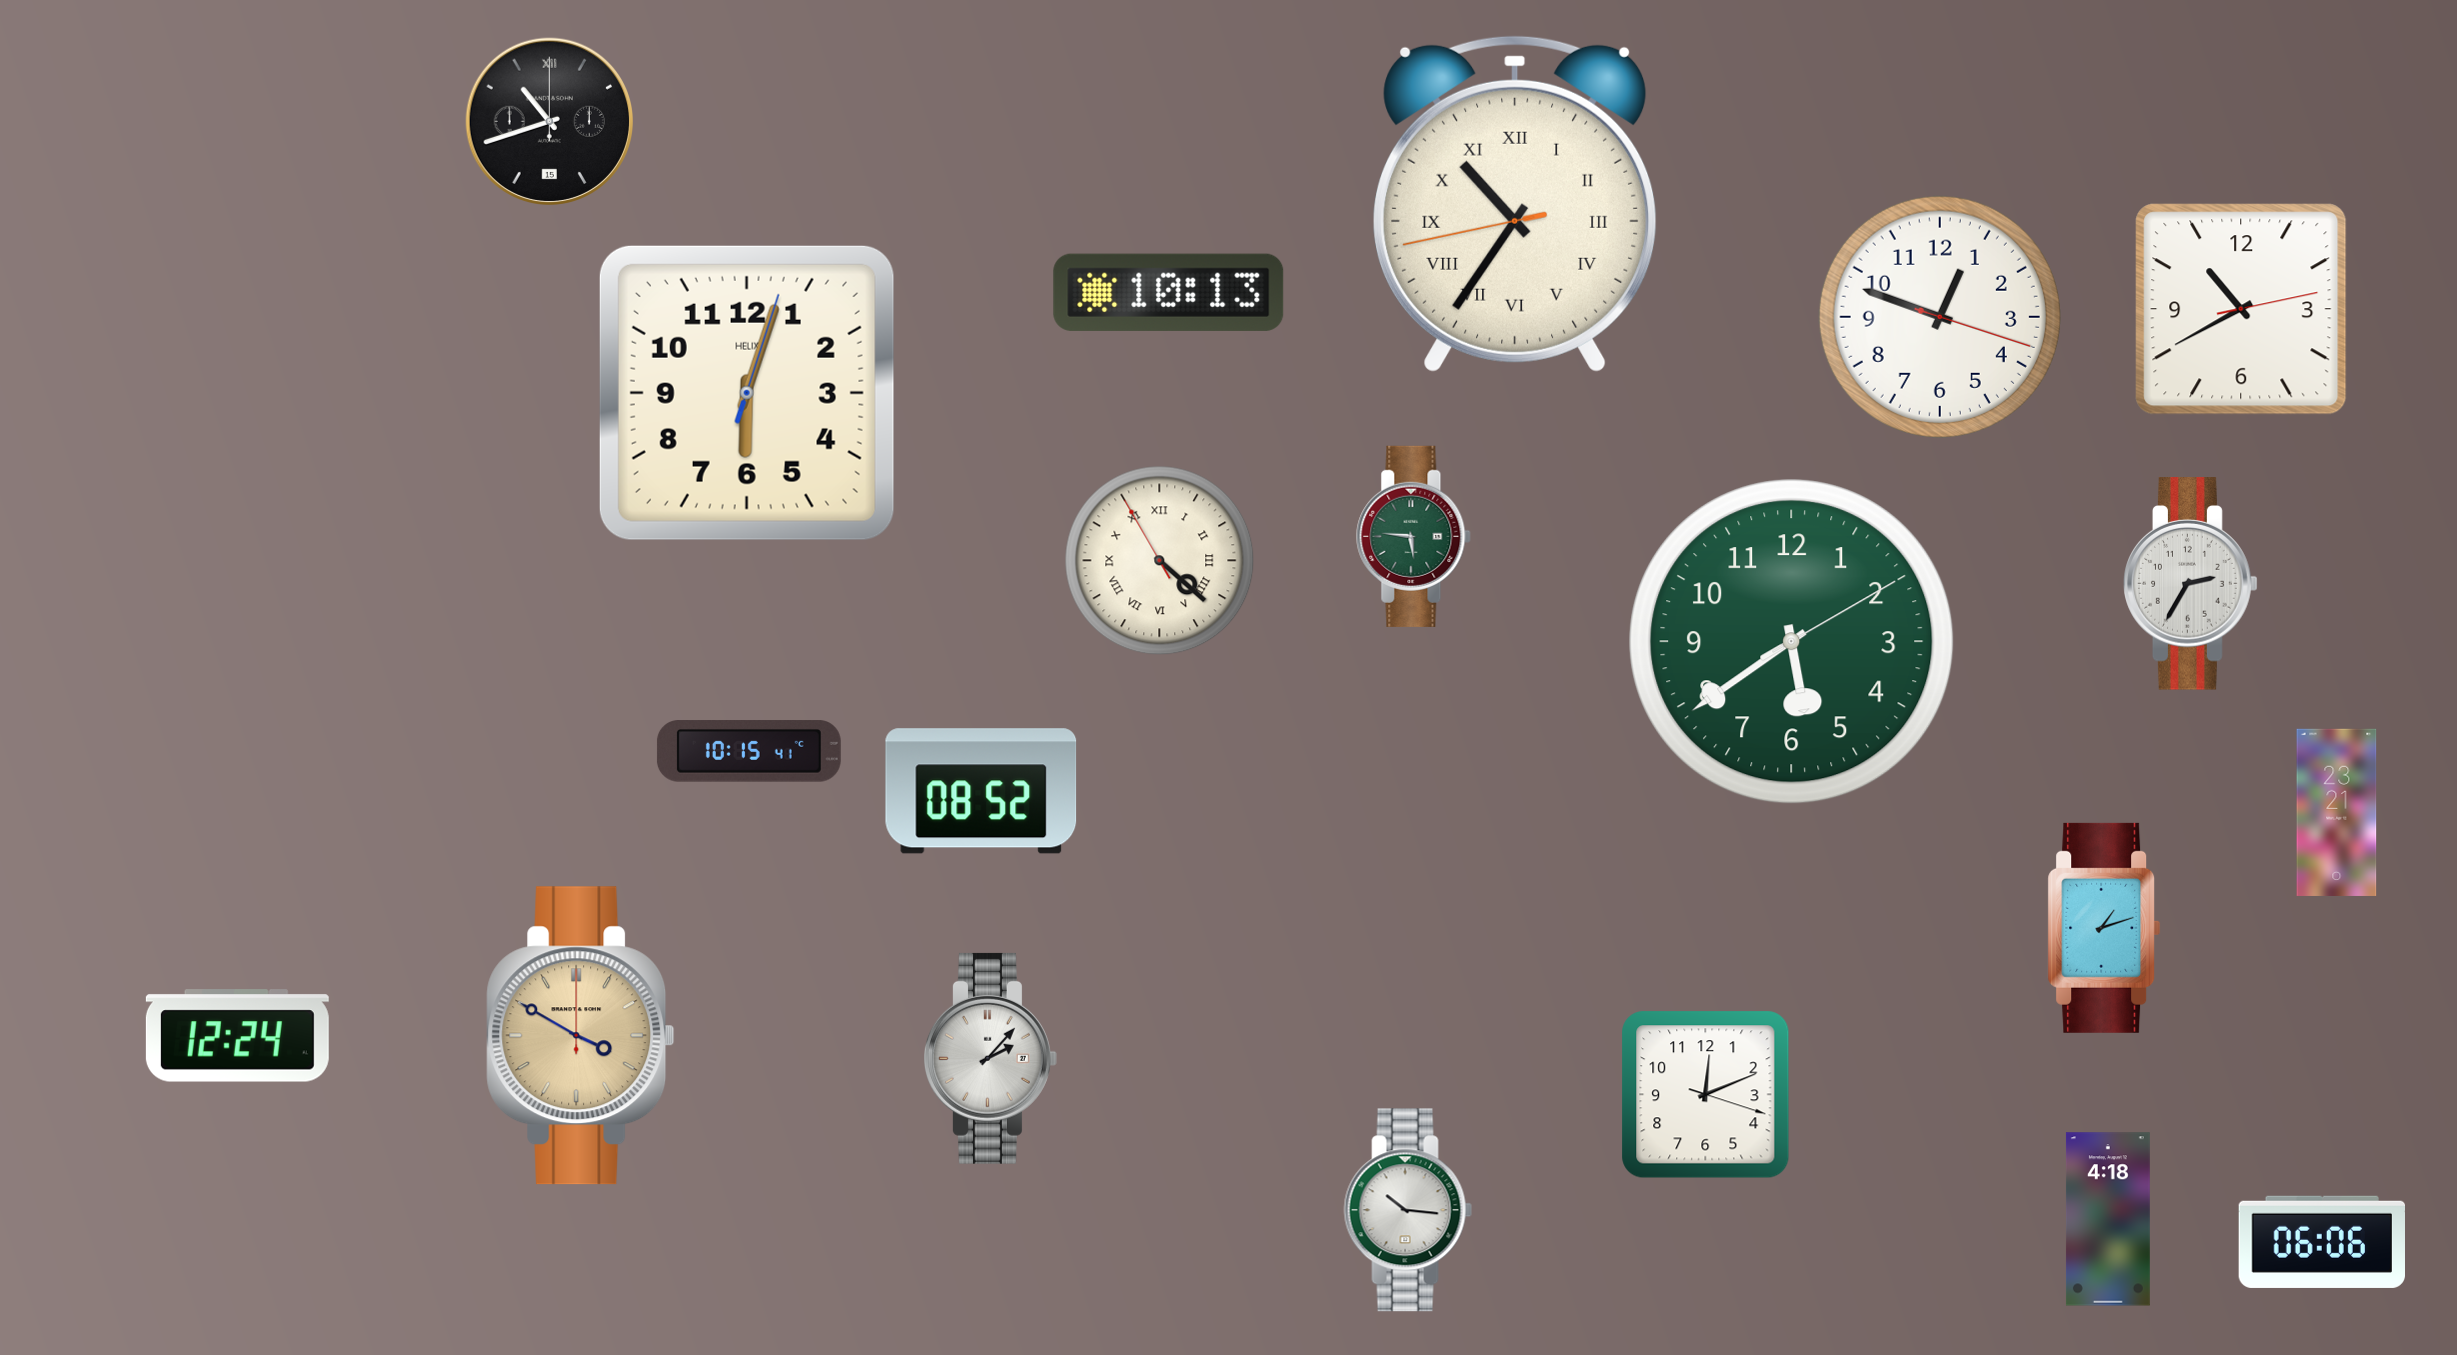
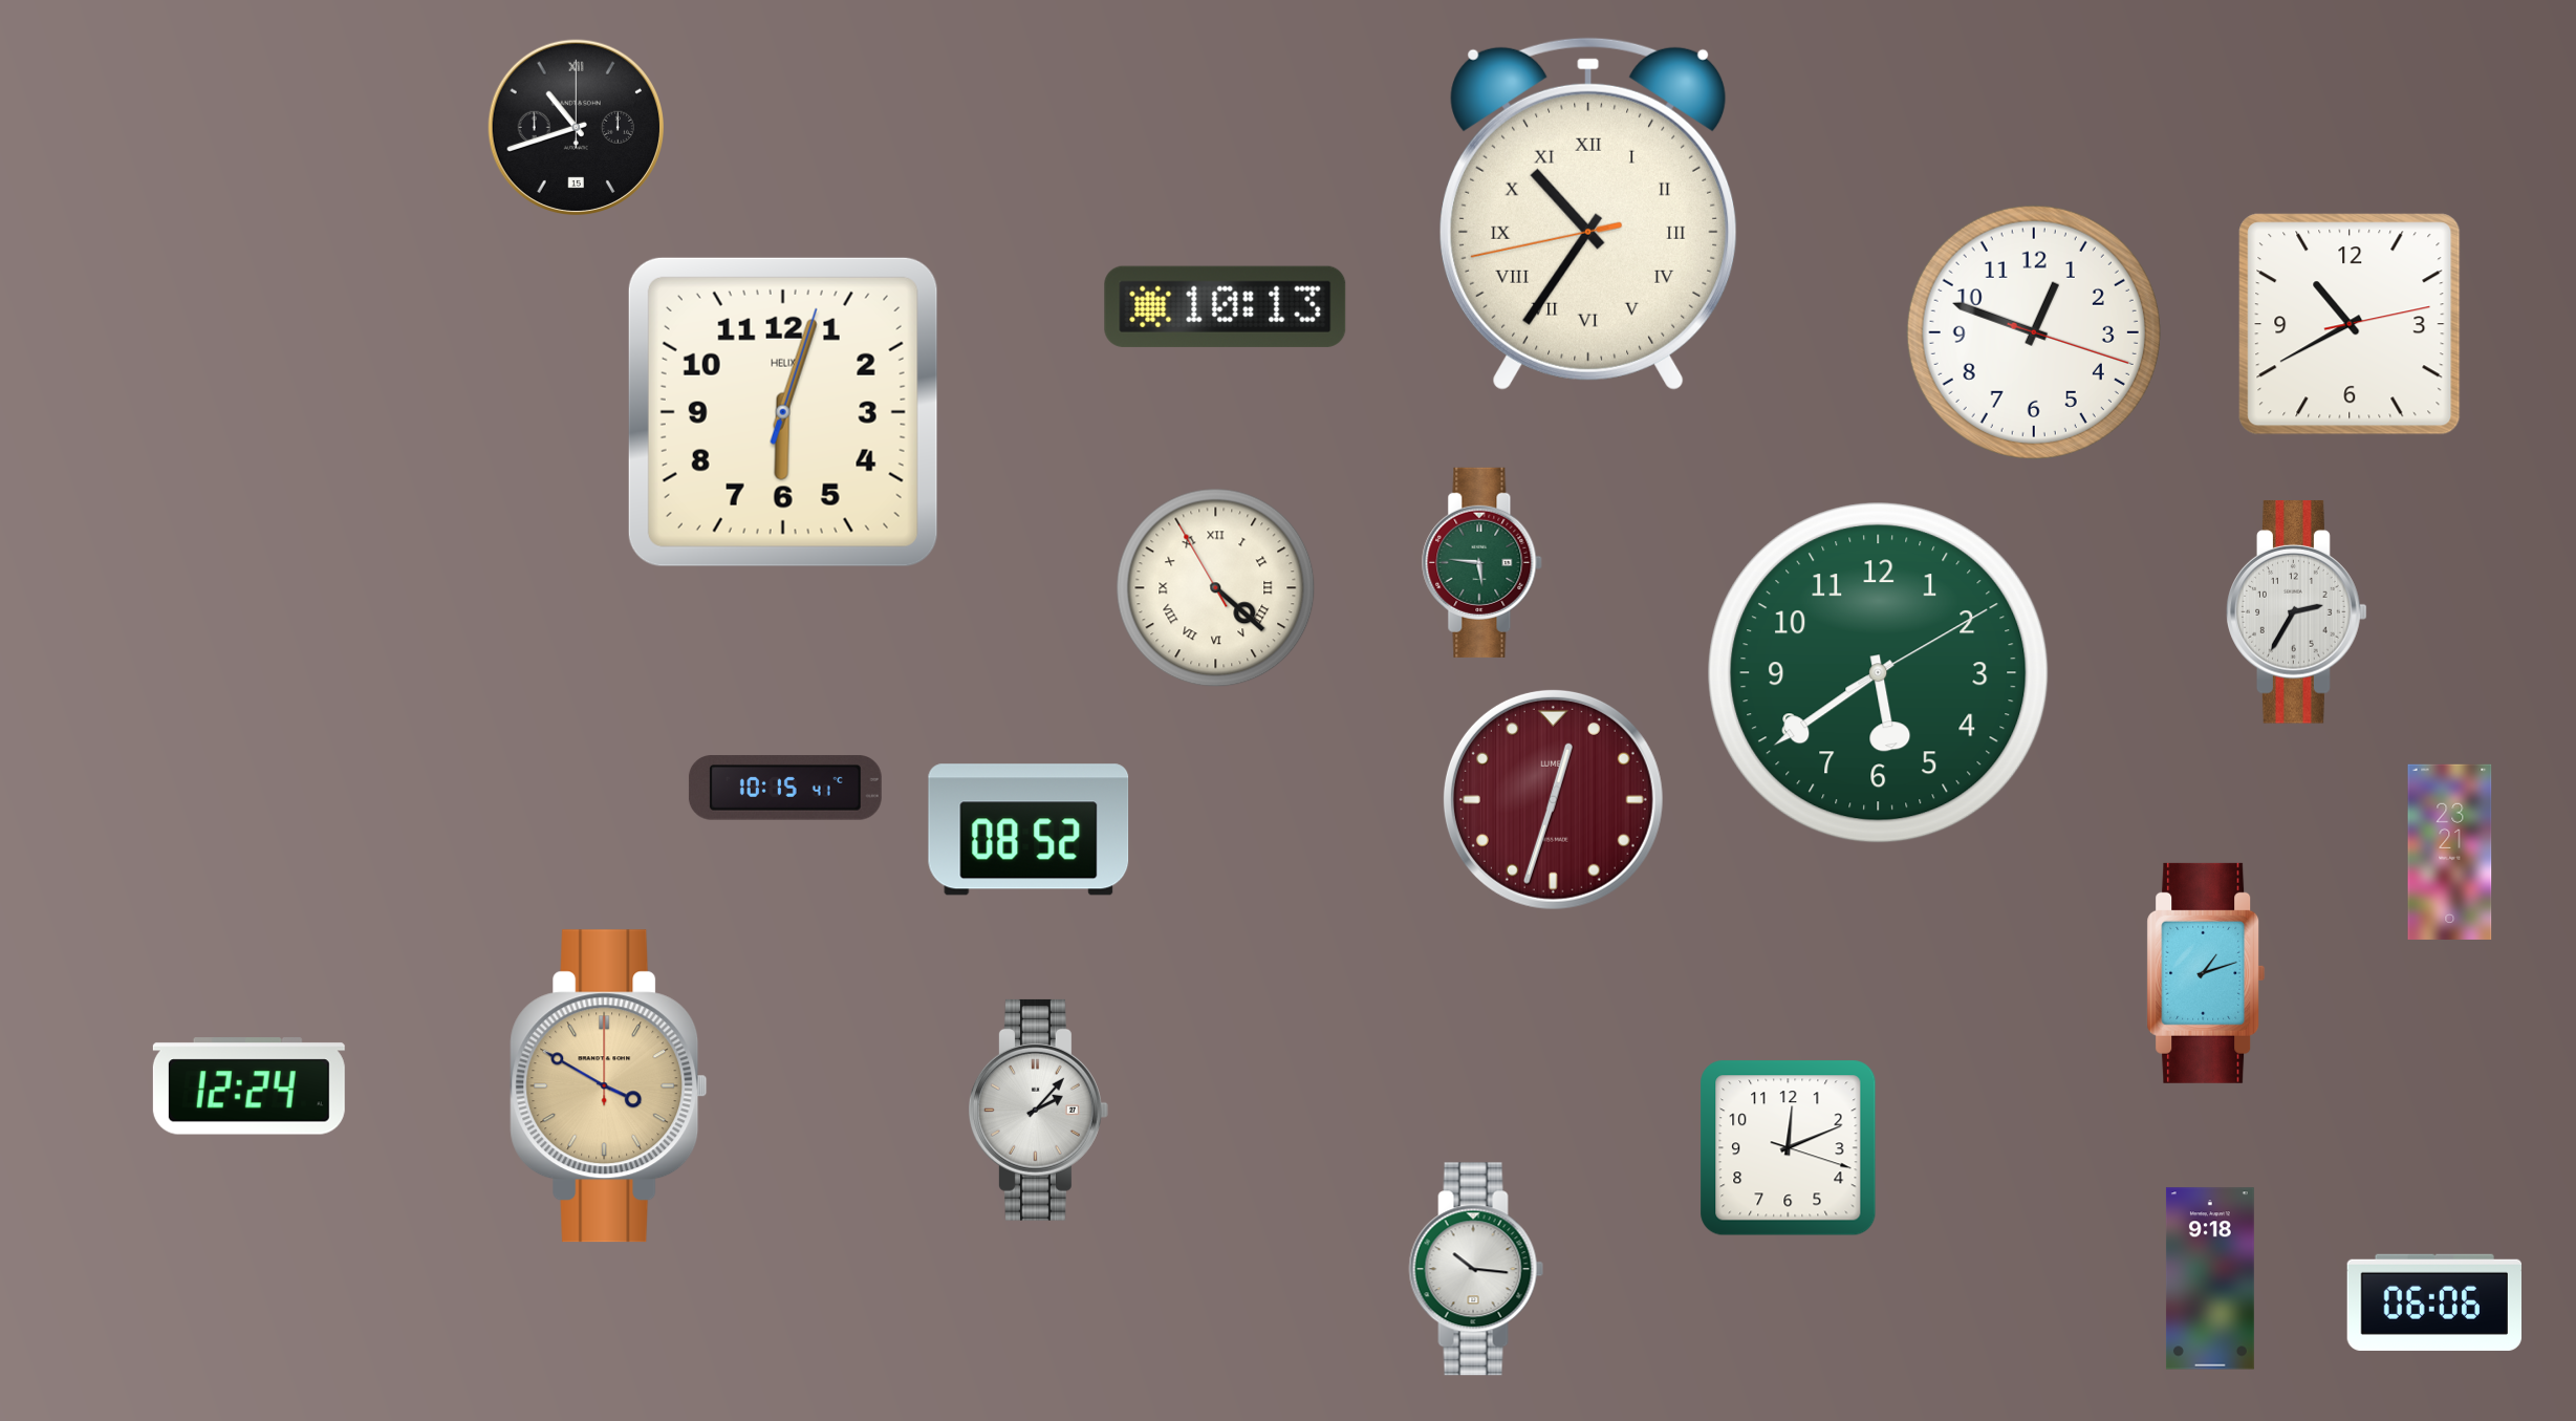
clock at (1553, 799): none -> 12:33
clock at (2108, 1219): 4:18 -> 9:18
